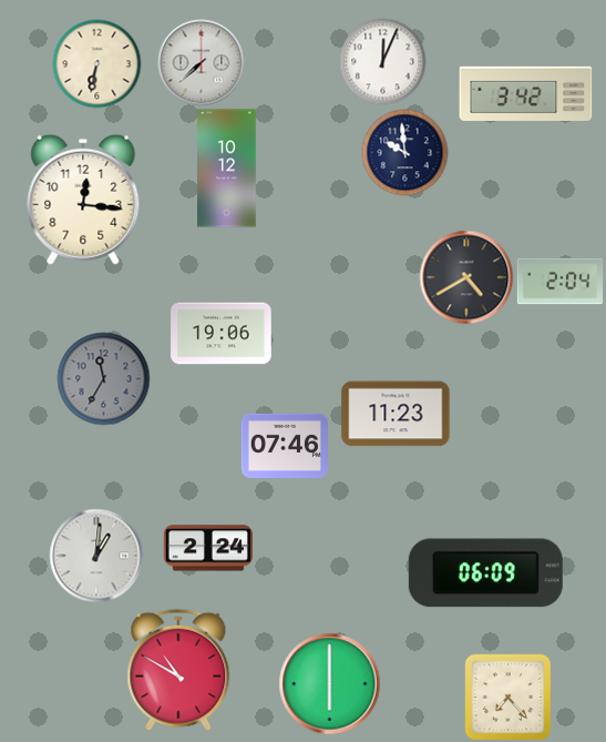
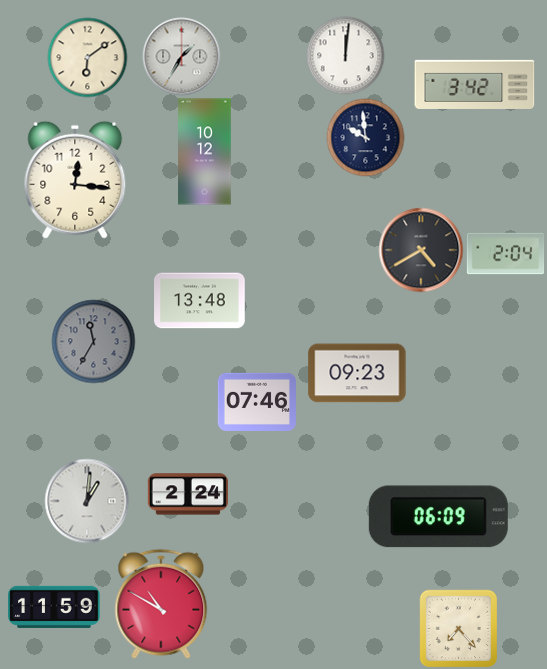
clock at (382, 61): 12:04 -> 12:01
clock at (201, 62): 7:38 -> 1:35
clock at (96, 63): 6:32 -> 6:09
clock at (222, 334): 19:06 -> 13:48
clock at (396, 414): 11:23 -> 09:23
clock at (54, 607): none -> 11:59
clock at (329, 683): 6:00 -> none
